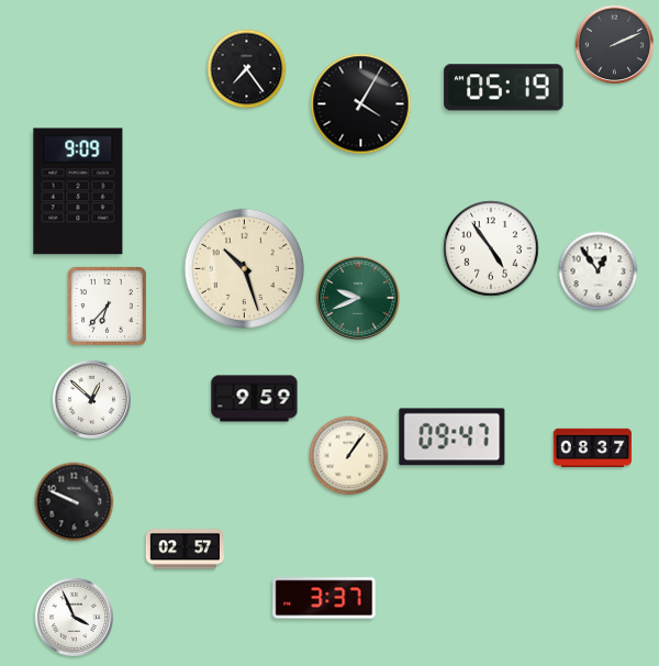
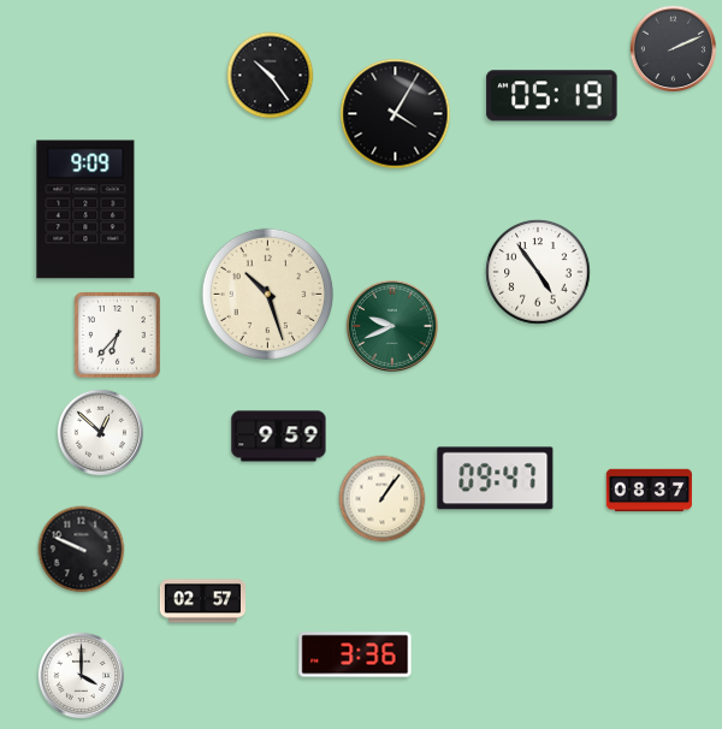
clock at (247, 69): 7:24 -> 10:24
clock at (599, 271): 12:54 -> none
clock at (91, 399) position: (91, 399) -> (100, 432)
clock at (324, 598): 3:37 -> 3:36
clock at (74, 617): 3:56 -> 4:00
